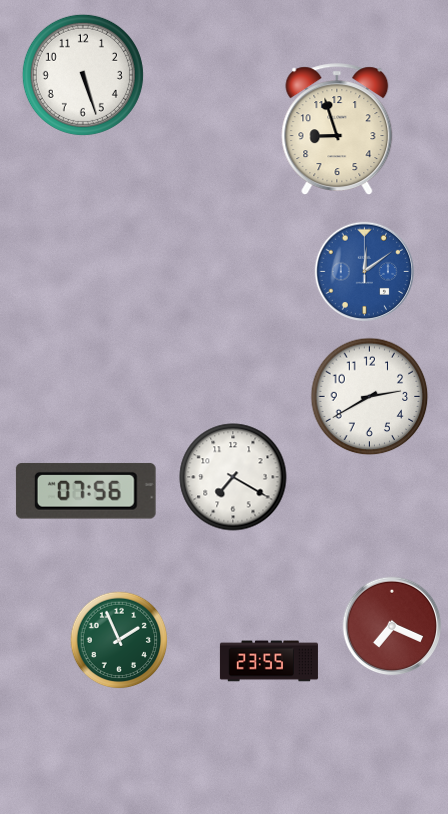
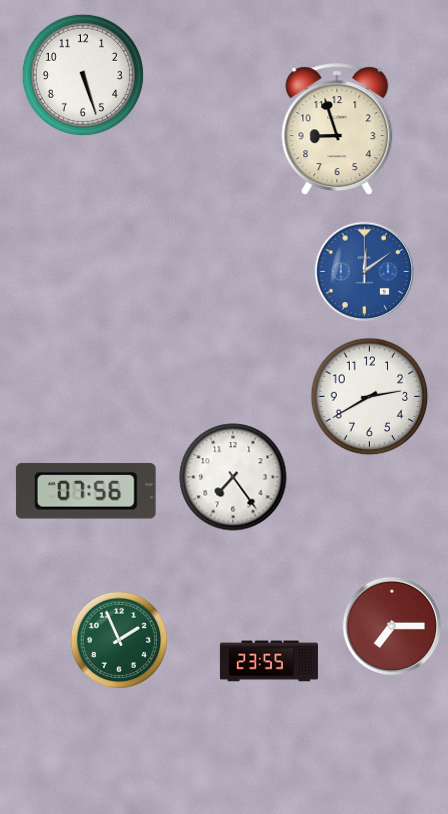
clock at (233, 477): 7:20 -> 7:24
clock at (392, 626): 7:19 -> 7:15
